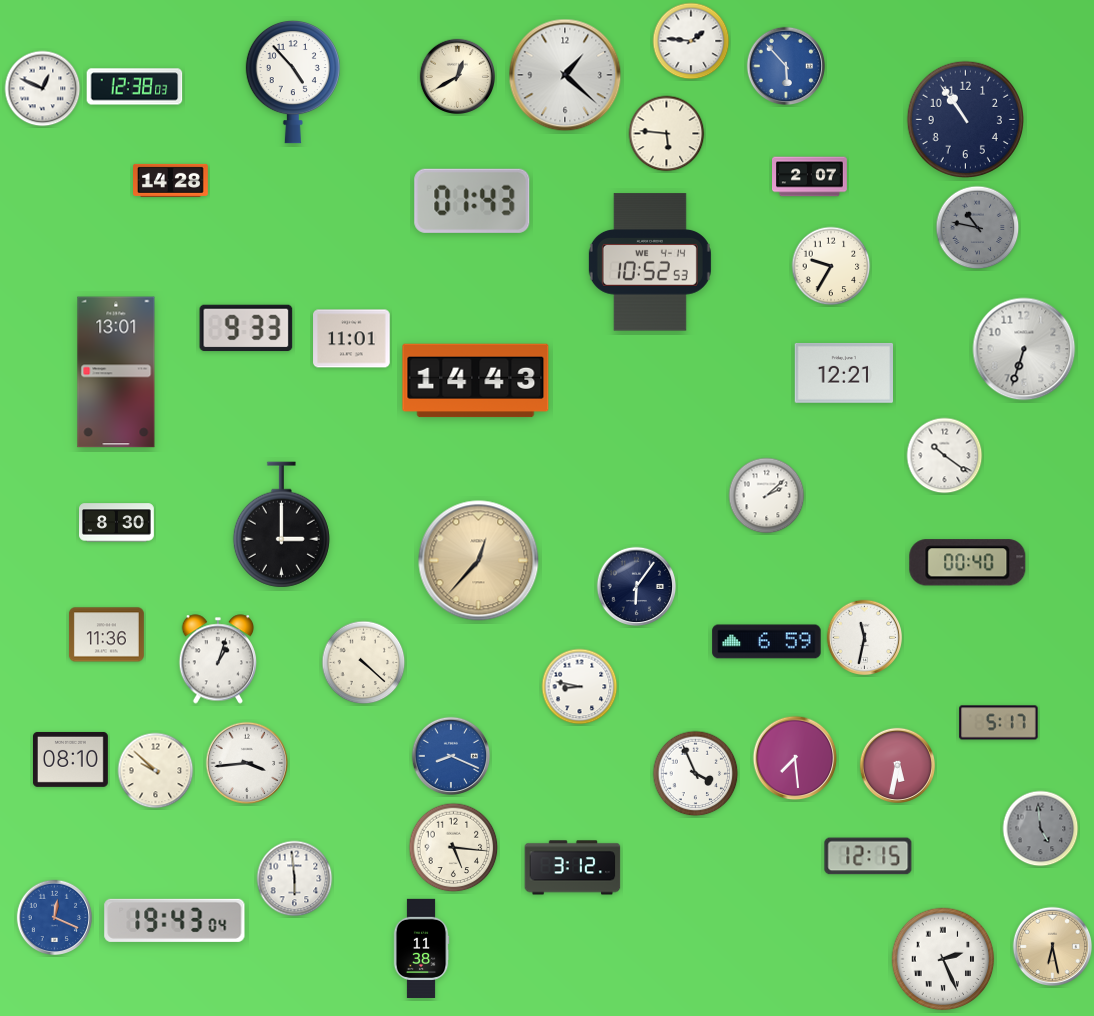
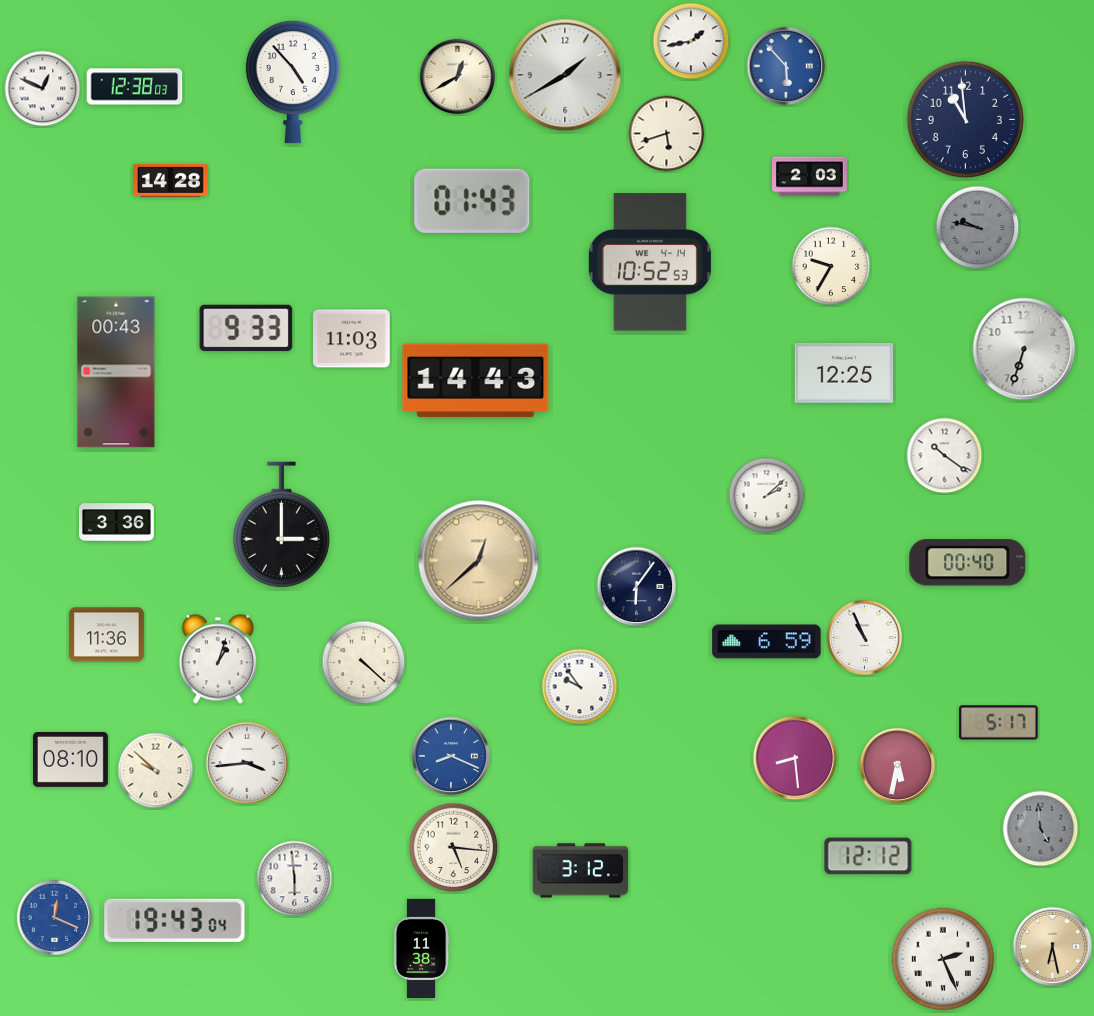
clock at (691, 41): 1:46 -> 1:43
clock at (565, 75): 1:22 -> 1:40
clock at (965, 119): 10:54 -> 10:59
clock at (667, 134): 5:46 -> 5:42
clock at (810, 177): 2:07 -> 2:03
clock at (978, 228): 10:47 -> 9:47
clock at (352, 339): 11:01 -> 11:03
clock at (116, 372): 13:01 -> 00:43
clock at (843, 373): 12:21 -> 12:25
clock at (117, 523): 8:30 -> 3:36
clock at (479, 561): 12:37 -> 12:38
clock at (864, 637): 11:32 -> 10:56
clock at (580, 687): 8:47 -> 9:54
clock at (795, 758): 7:29 -> 8:29
clock at (696, 774): 3:56 -> none
clock at (868, 856): 12:15 -> 12:12
clock at (573, 868) position: (573, 868) -> (581, 871)
